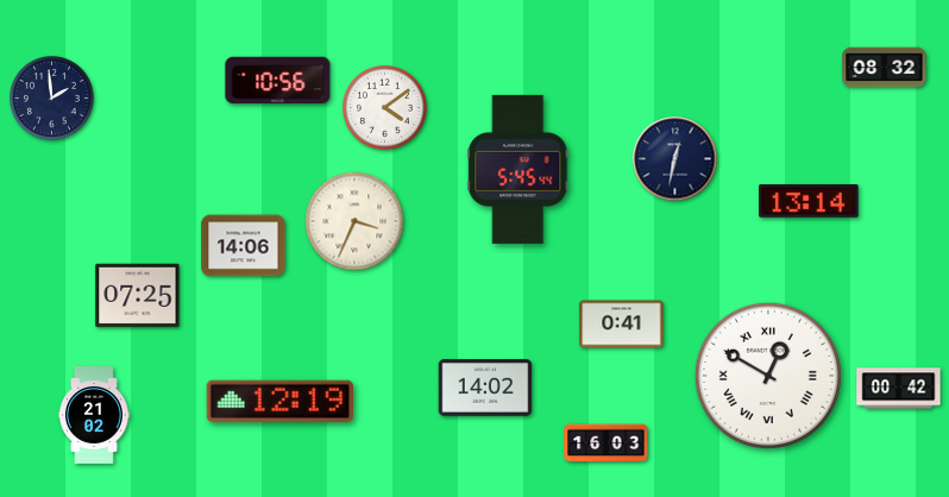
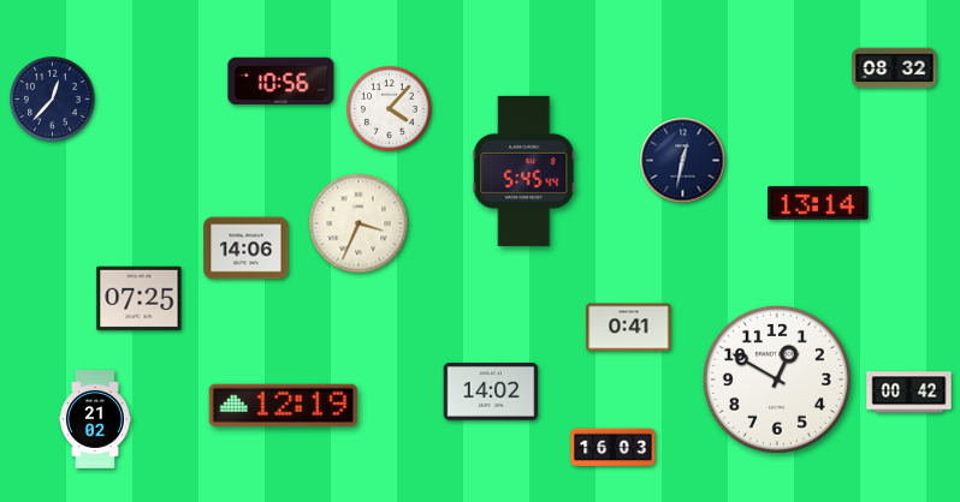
clock at (52, 99): 1:59 -> 12:37
clock at (385, 108): 4:09 -> 4:07
clock at (768, 376) numerals: Roman -> Arabic
